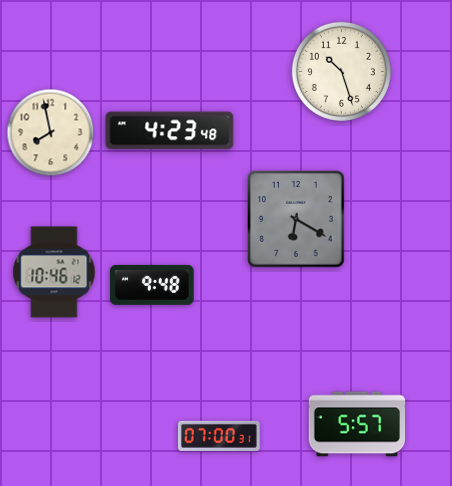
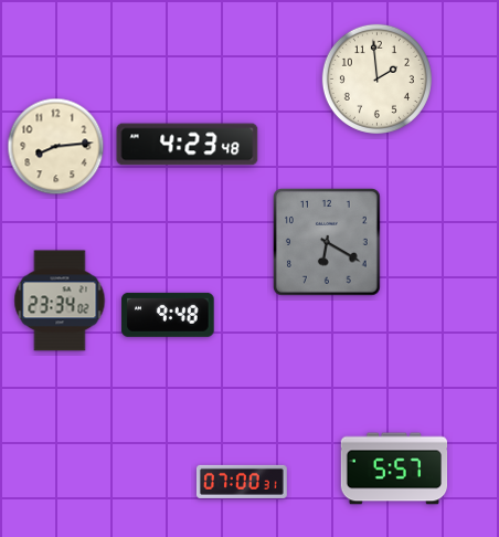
clock at (341, 71): 10:27 -> 1:59
clock at (51, 133): 7:58 -> 8:14
clock at (54, 272): 10:46 -> 23:34
